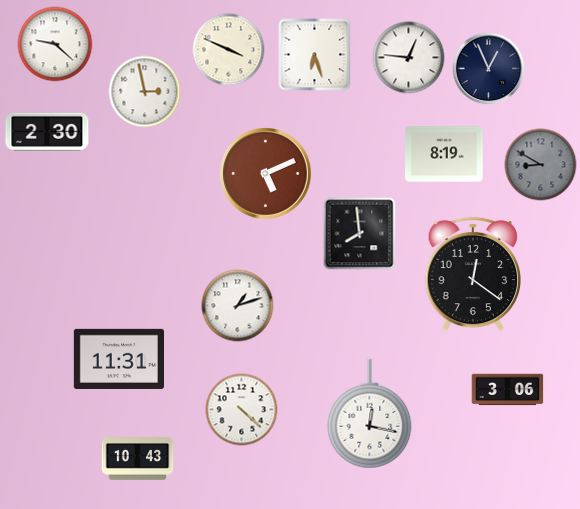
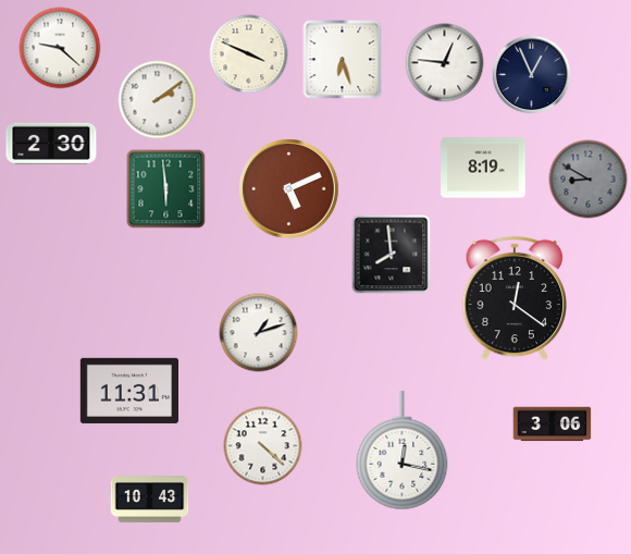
clock at (145, 92): 2:58 -> 2:09
clock at (166, 189): none -> 5:59
